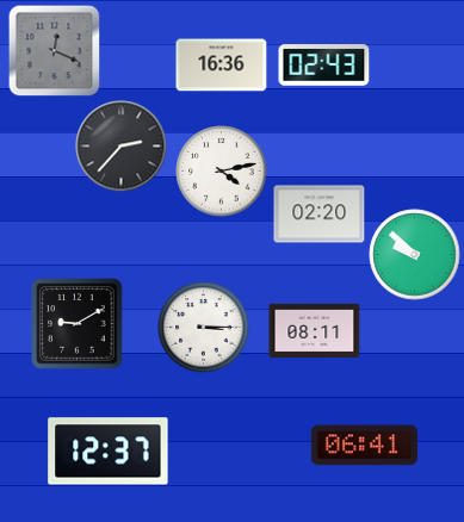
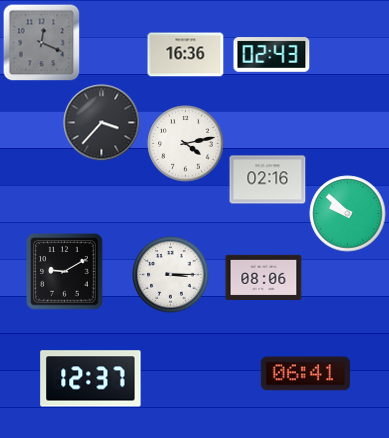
clock at (54, 50) position: (54, 50) -> (41, 42)
clock at (122, 147): 2:37 -> 3:37
clock at (320, 215): 02:20 -> 02:16
clock at (315, 330): 08:11 -> 08:06
